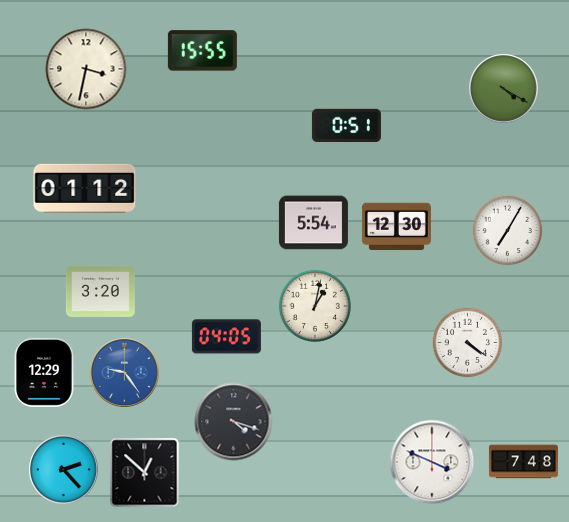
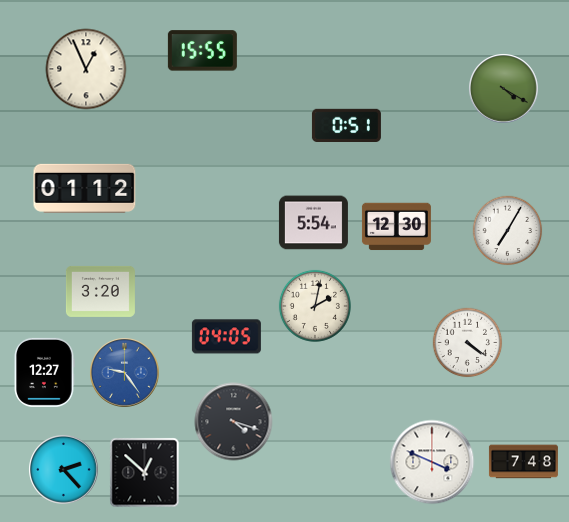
clock at (86, 69): 3:32 -> 12:56
clock at (315, 306): 1:02 -> 2:02
clock at (44, 372): 12:29 -> 12:27
